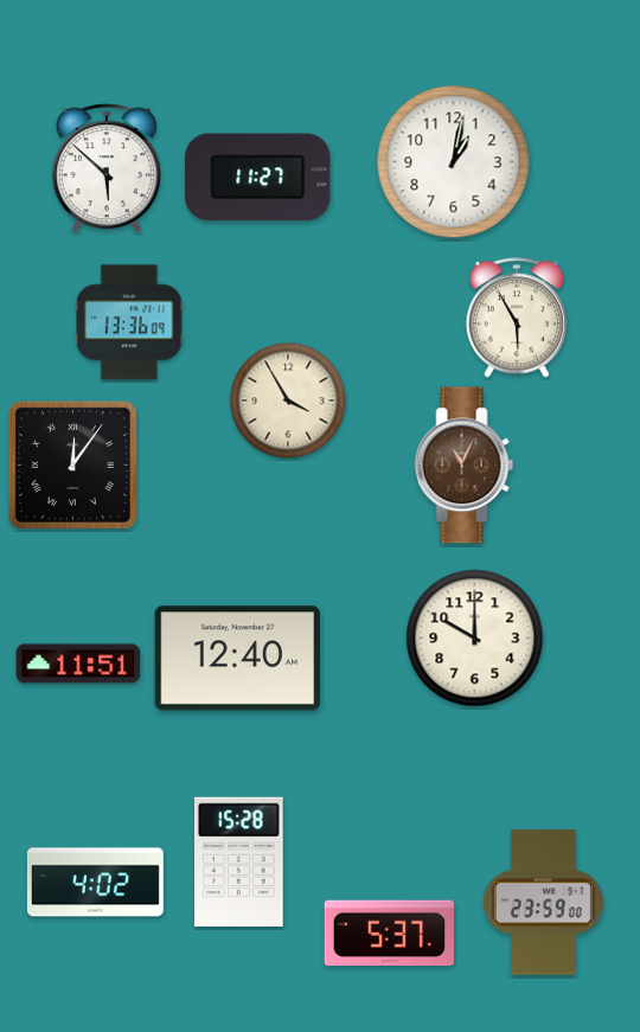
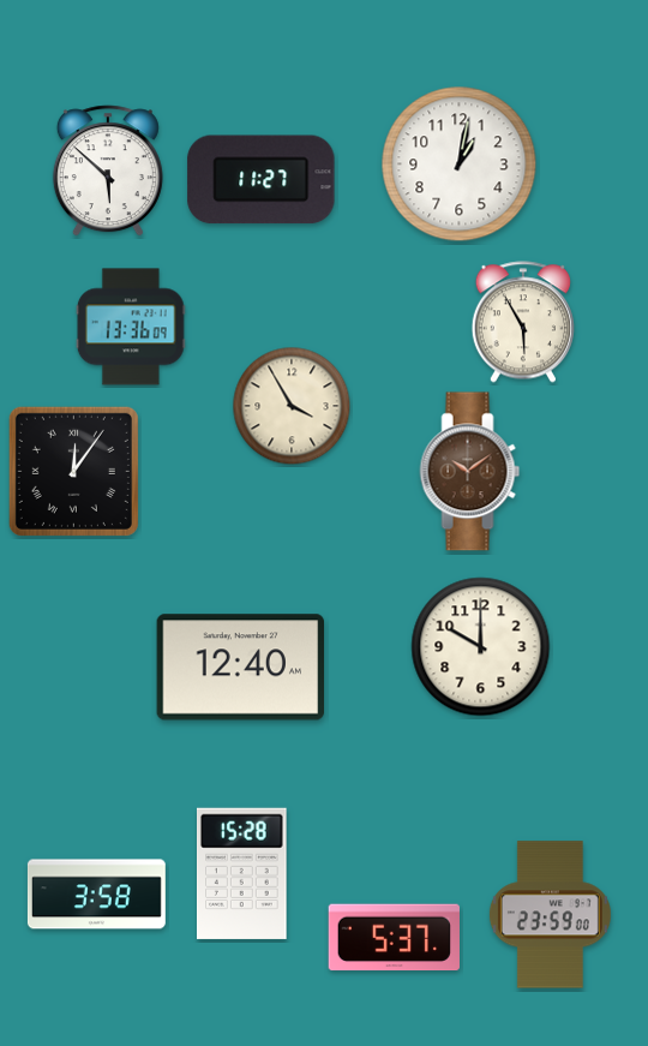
clock at (465, 466): 11:04 -> 10:09
clock at (78, 664): 11:51 -> none
clock at (95, 883): 4:02 -> 3:58
clock at (389, 934) position: (389, 934) -> (394, 938)
